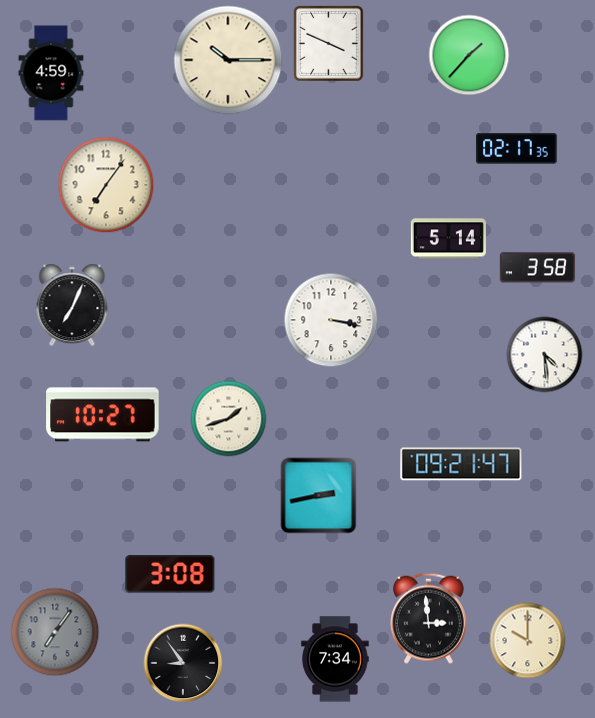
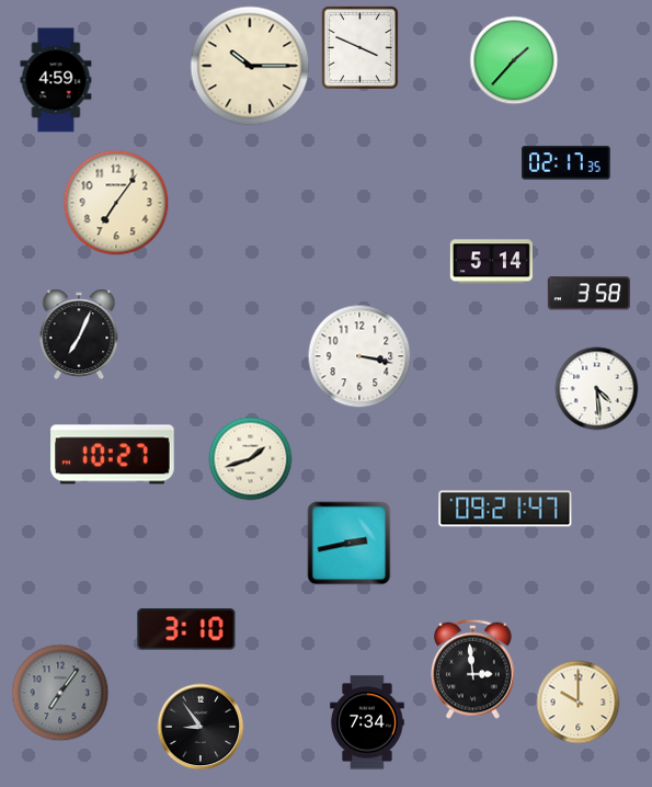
clock at (331, 320) position: (331, 320) -> (359, 356)
clock at (170, 574): 3:08 -> 3:10
clock at (428, 618) position: (428, 618) -> (472, 669)
